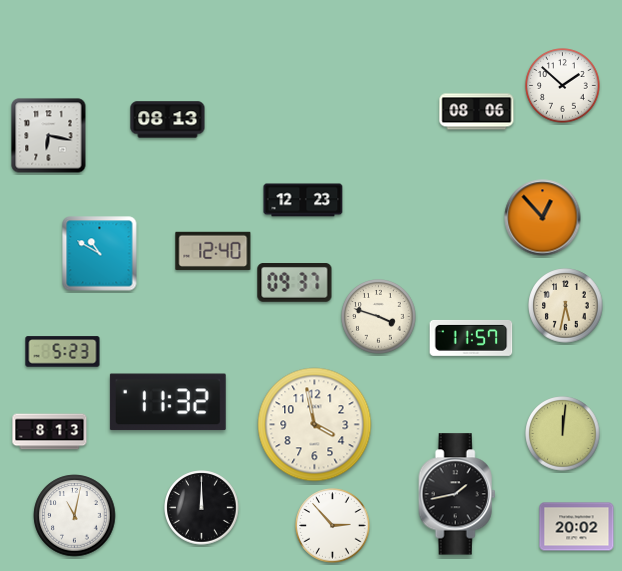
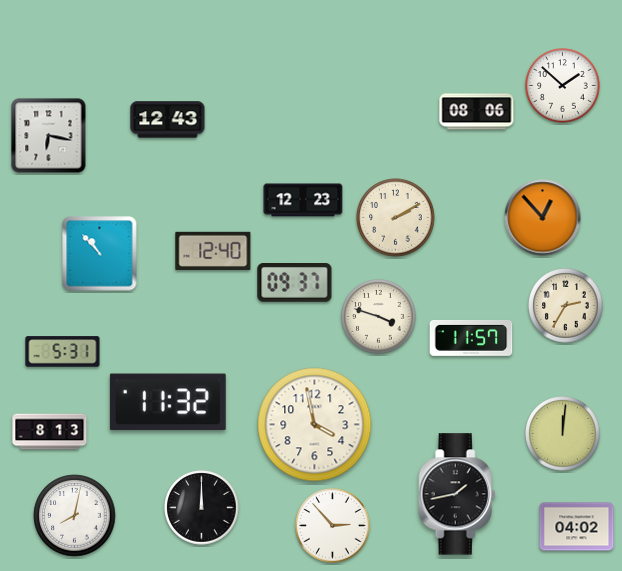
clock at (168, 120): 08:13 -> 12:43
clock at (396, 218): none -> 2:10
clock at (100, 254): 10:50 -> 10:53
clock at (566, 306): 5:32 -> 2:35
clock at (63, 352): 5:23 -> 5:31
clock at (75, 516): 11:02 -> 8:02
clock at (577, 527): 20:02 -> 04:02
